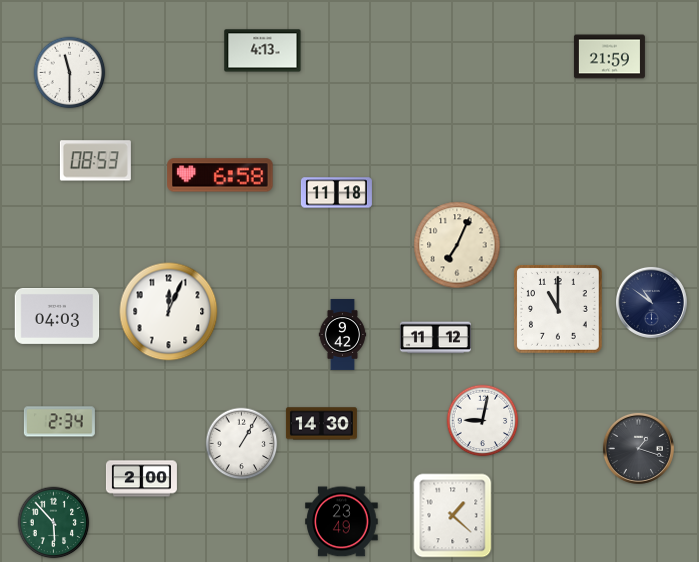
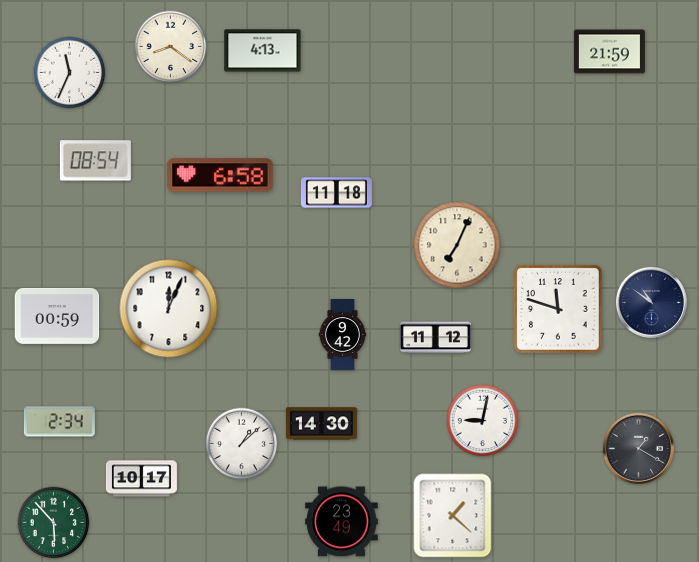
clock at (171, 47): none -> 8:21
clock at (609, 57) position: (609, 57) -> (609, 52)
clock at (70, 73): 11:30 -> 11:34
clock at (95, 161): 08:53 -> 08:54
clock at (559, 310): 11:00 -> 11:48
clock at (169, 312) position: (169, 312) -> (169, 309)
clock at (57, 316): 04:03 -> 00:59
clock at (242, 444): 1:05 -> 1:08
clock at (638, 448): 1:18 -> 1:20
clock at (141, 479): 2:00 -> 10:17
